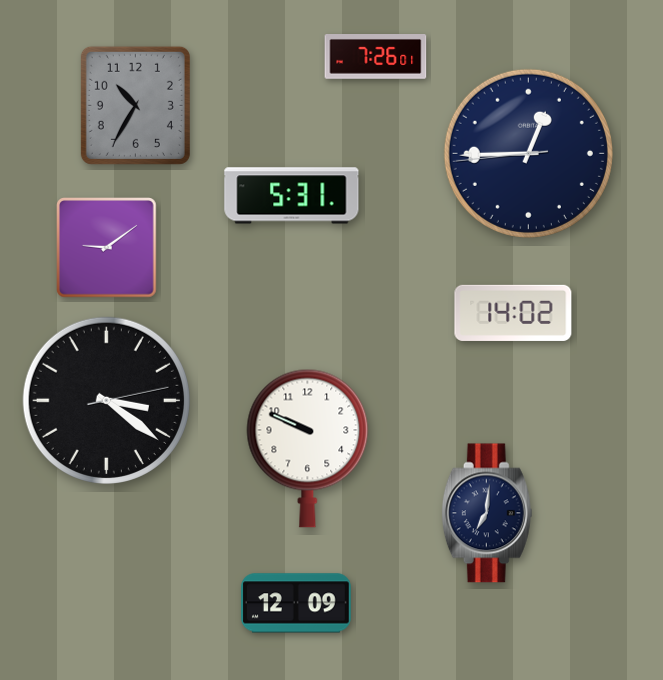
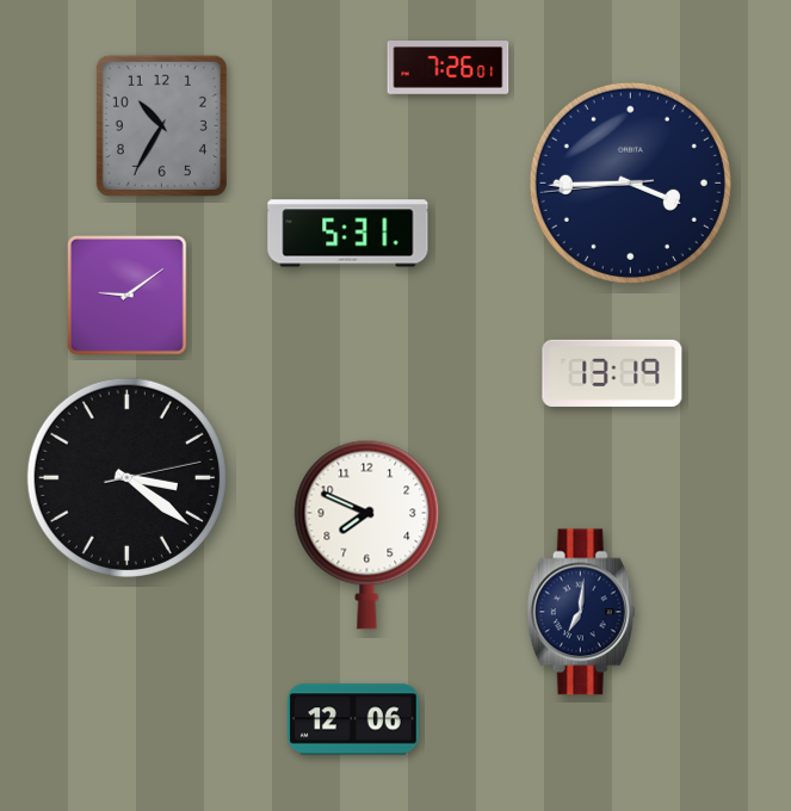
clock at (528, 153): 12:44 -> 3:44
clock at (513, 313): 14:02 -> 13:19
clock at (308, 448): 9:49 -> 7:49
clock at (297, 603): 12:09 -> 12:06
